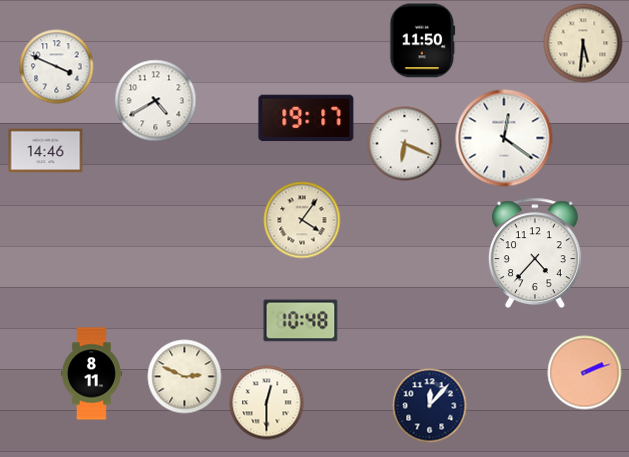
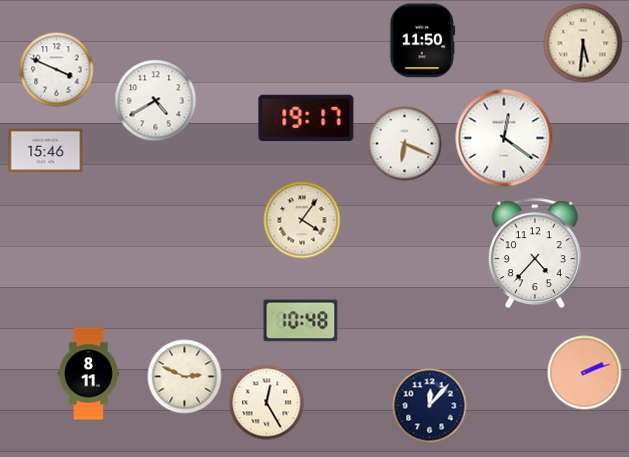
clock at (57, 67) position: (57, 67) -> (57, 70)
clock at (46, 151): 14:46 -> 15:46
clock at (92, 374) position: (92, 374) -> (89, 374)
clock at (267, 403): 12:30 -> 12:25
